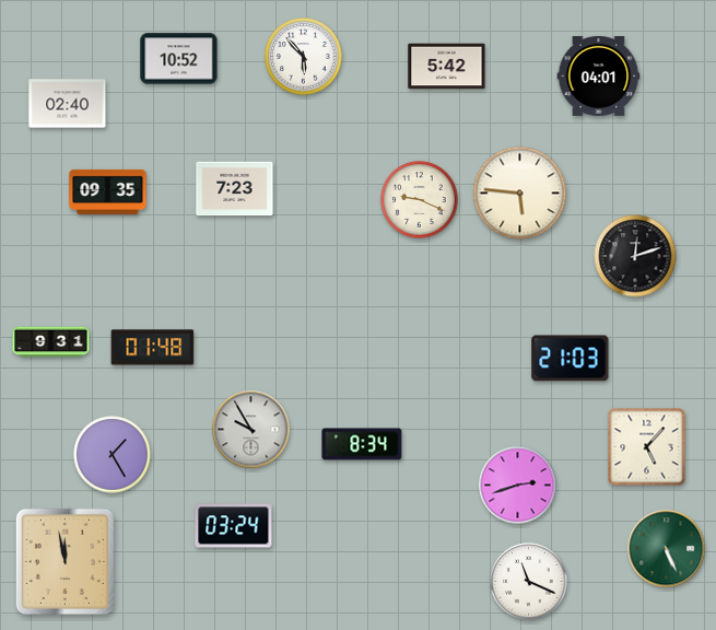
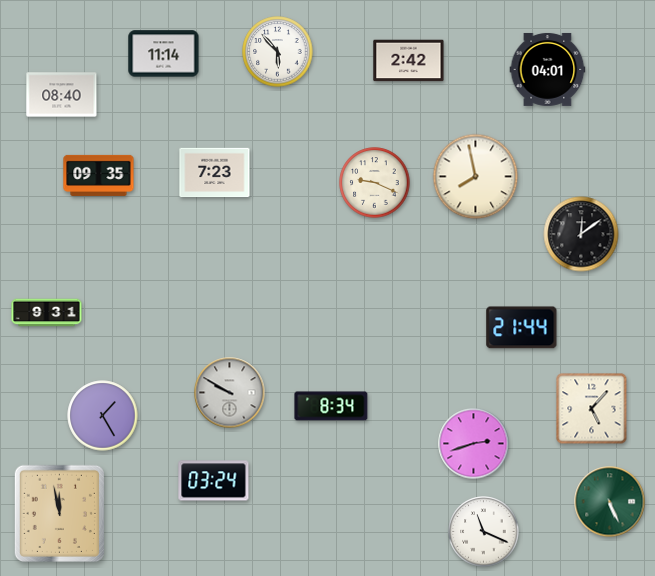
clock at (179, 59): 10:52 -> 11:14
clock at (447, 67): 5:42 -> 2:42
clock at (68, 104): 02:40 -> 08:40
clock at (520, 194): 5:46 -> 7:58
clock at (420, 200) position: (420, 200) -> (375, 183)
clock at (635, 256): 12:12 -> 12:09
clock at (153, 348): 01:48 -> none
clock at (571, 359): 21:03 -> 21:44
clock at (251, 430): 9:55 -> 9:50
